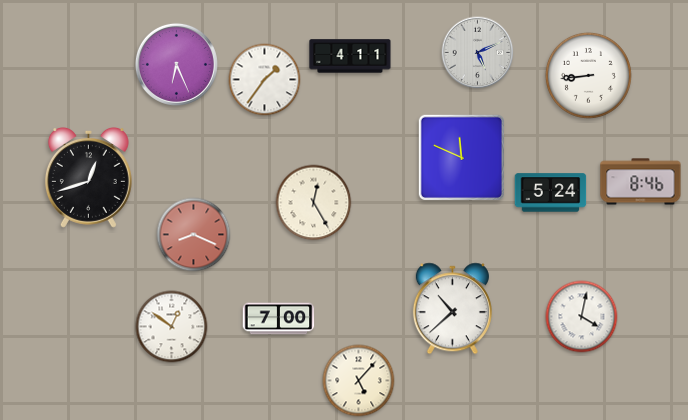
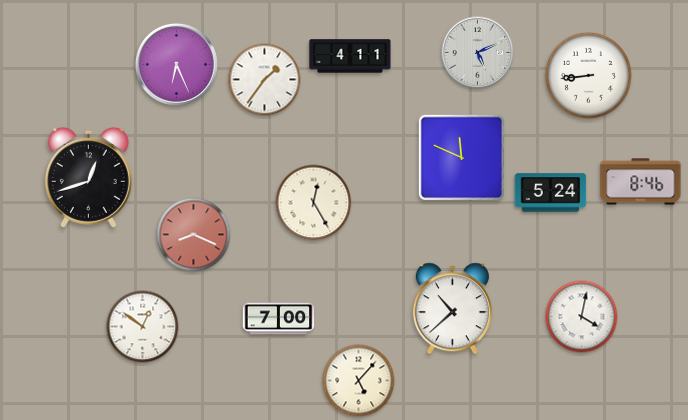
clock at (172, 327) position: (172, 327) -> (143, 327)
